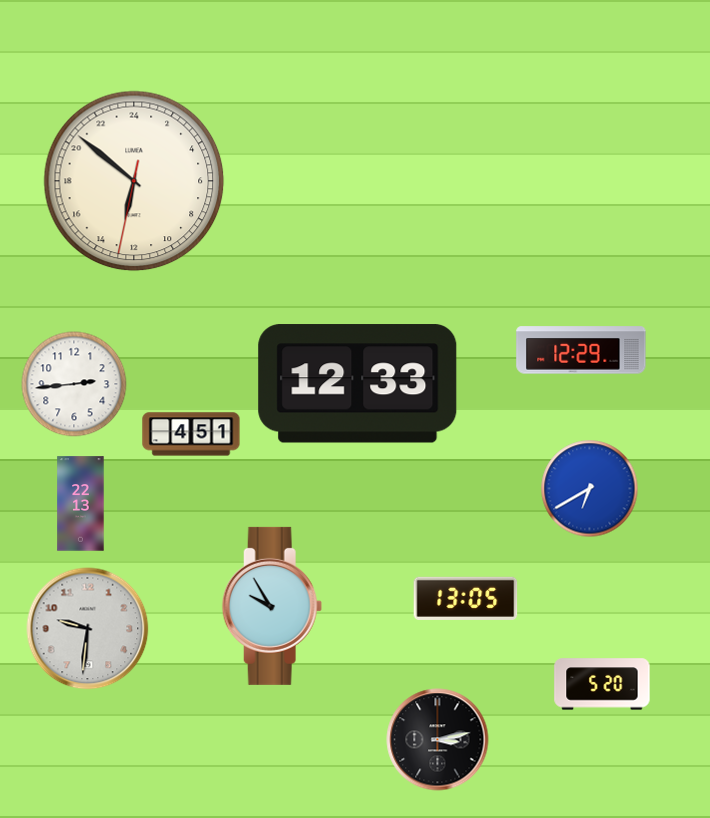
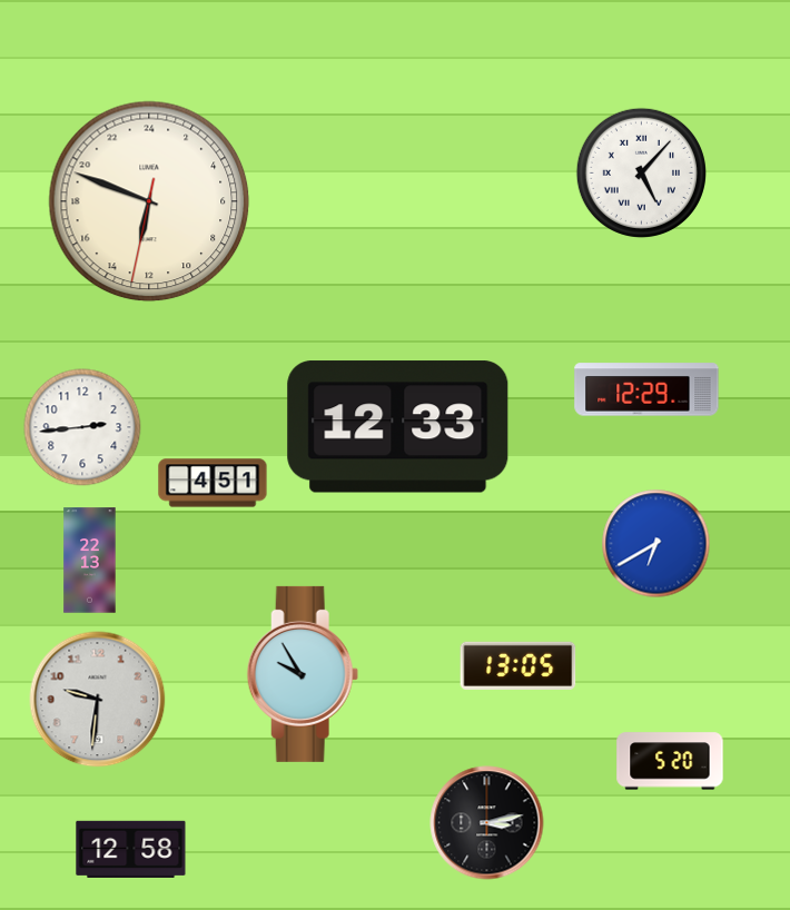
clock at (641, 172): none -> 5:07
clock at (134, 181): 12:51 -> 12:48
clock at (131, 849): none -> 12:58
